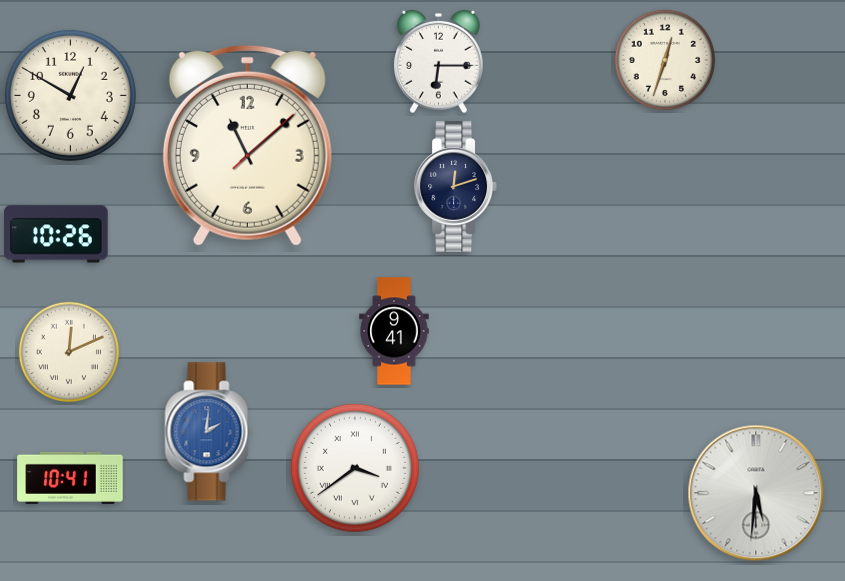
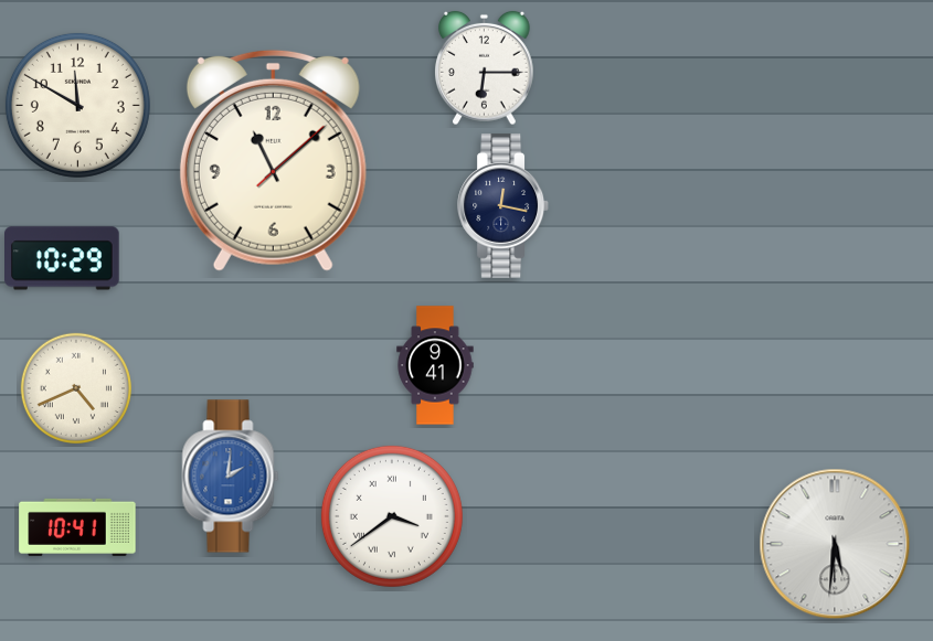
clock at (665, 60): 12:33 -> none
clock at (70, 95): 12:50 -> 11:50
clock at (455, 186): 12:12 -> 12:17
clock at (57, 234): 10:26 -> 10:29
clock at (69, 352): 12:11 -> 4:41
